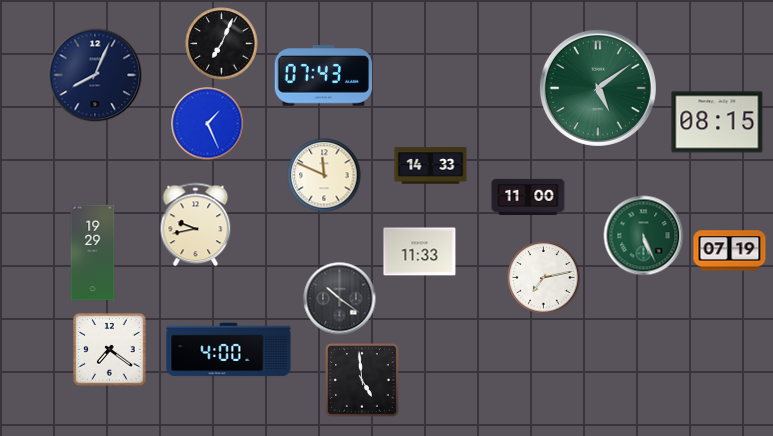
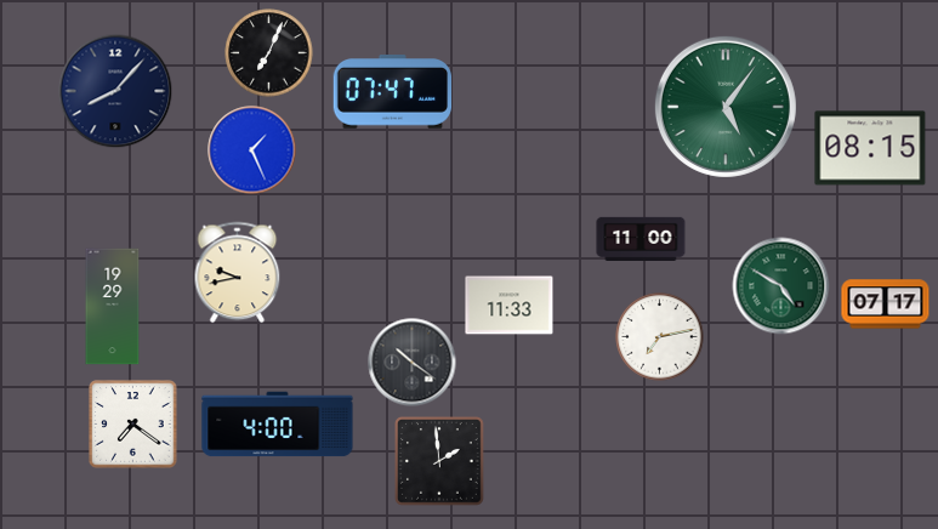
clock at (95, 75): 8:04 -> 8:07
clock at (323, 76): 07:43 -> 07:47
clock at (598, 88): 5:09 -> 5:06
clock at (431, 166): 14:33 -> none
clock at (324, 175): 11:49 -> none
clock at (644, 236): 5:26 -> 4:50
clock at (730, 251): 07:19 -> 07:17
clock at (363, 381): 4:59 -> 1:59
